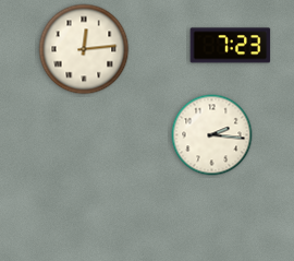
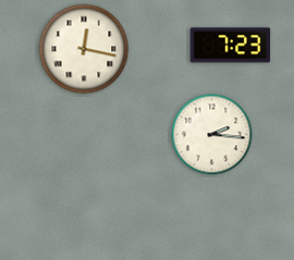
clock at (84, 49): 12:14 -> 12:17
